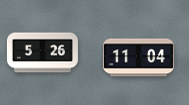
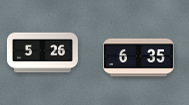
clock at (138, 58): 11:04 -> 6:35
